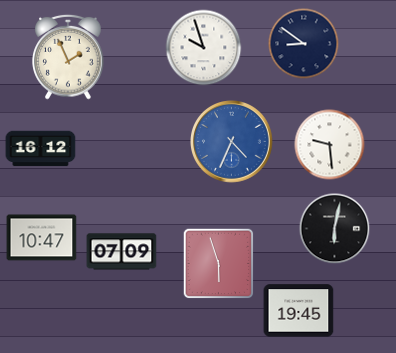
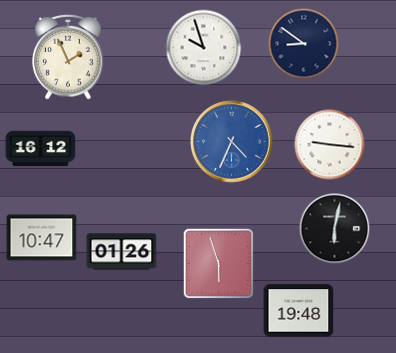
clock at (330, 145): 9:29 -> 9:16
clock at (122, 252): 07:09 -> 01:26
clock at (299, 311): 19:45 -> 19:48
